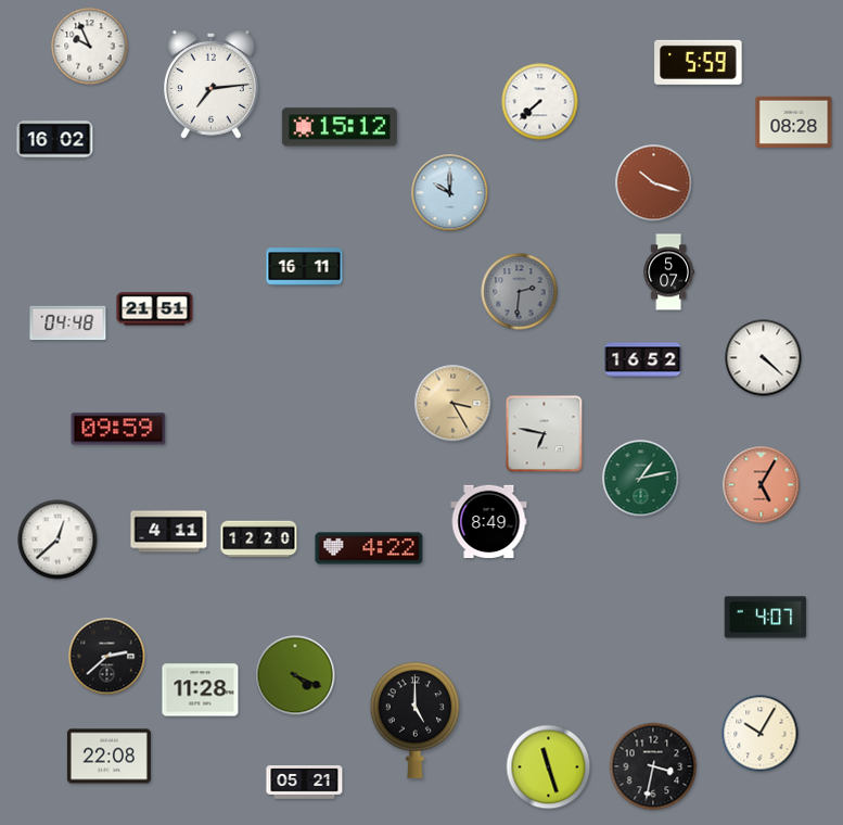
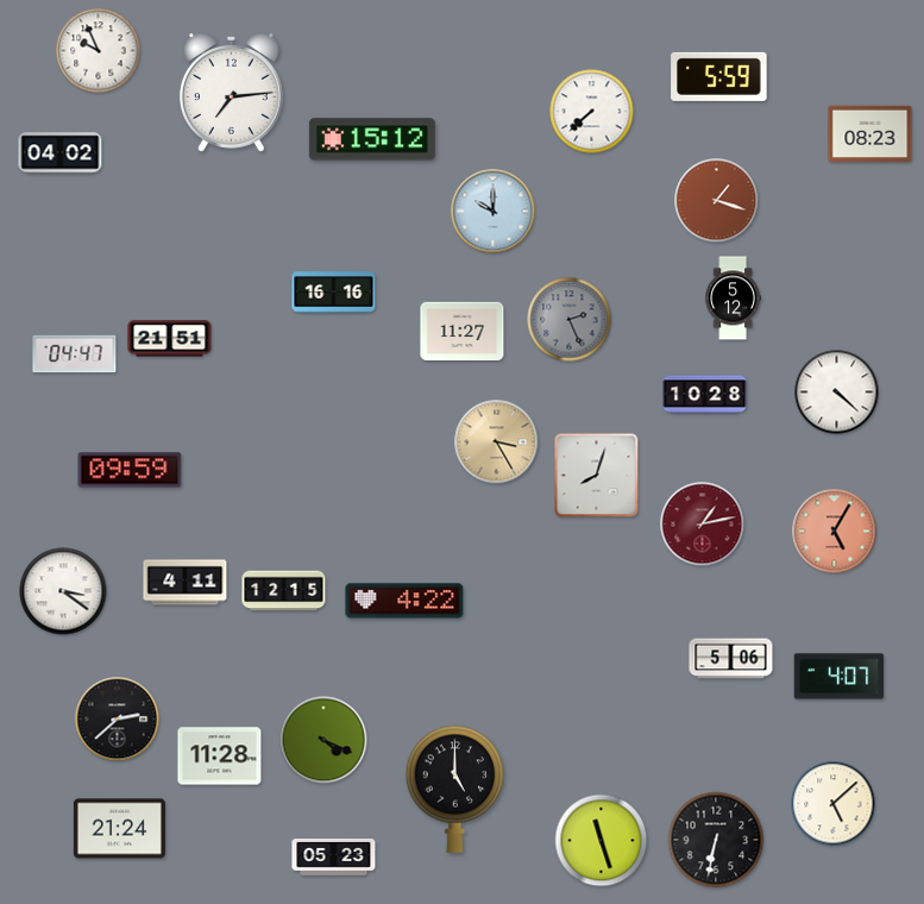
clock at (699, 62) position: (699, 62) -> (719, 76)
clock at (794, 122): 08:28 -> 08:23
clock at (55, 140): 16:02 -> 04:02
clock at (654, 183): 10:18 -> 1:18
clock at (305, 267): 16:11 -> 16:16
clock at (669, 272): 5:07 -> 5:12
clock at (520, 292): 2:31 -> 2:26
clock at (463, 332): none -> 11:27
clock at (68, 323): 04:48 -> 04:47
clock at (643, 360): 16:52 -> 10:28
clock at (545, 434): 6:47 -> 8:03
clock at (641, 479) dial: green -> burgundy
clock at (489, 522): 8:49 -> none
clock at (58, 540): 12:38 -> 3:21
clock at (259, 540): 12:20 -> 12:15
clock at (731, 659): none -> 5:06
clock at (761, 734): 10:05 -> 5:08
clock at (108, 757): 22:08 -> 21:24
clock at (653, 766): 3:32 -> 6:32
clock at (305, 783): 05:21 -> 05:23
